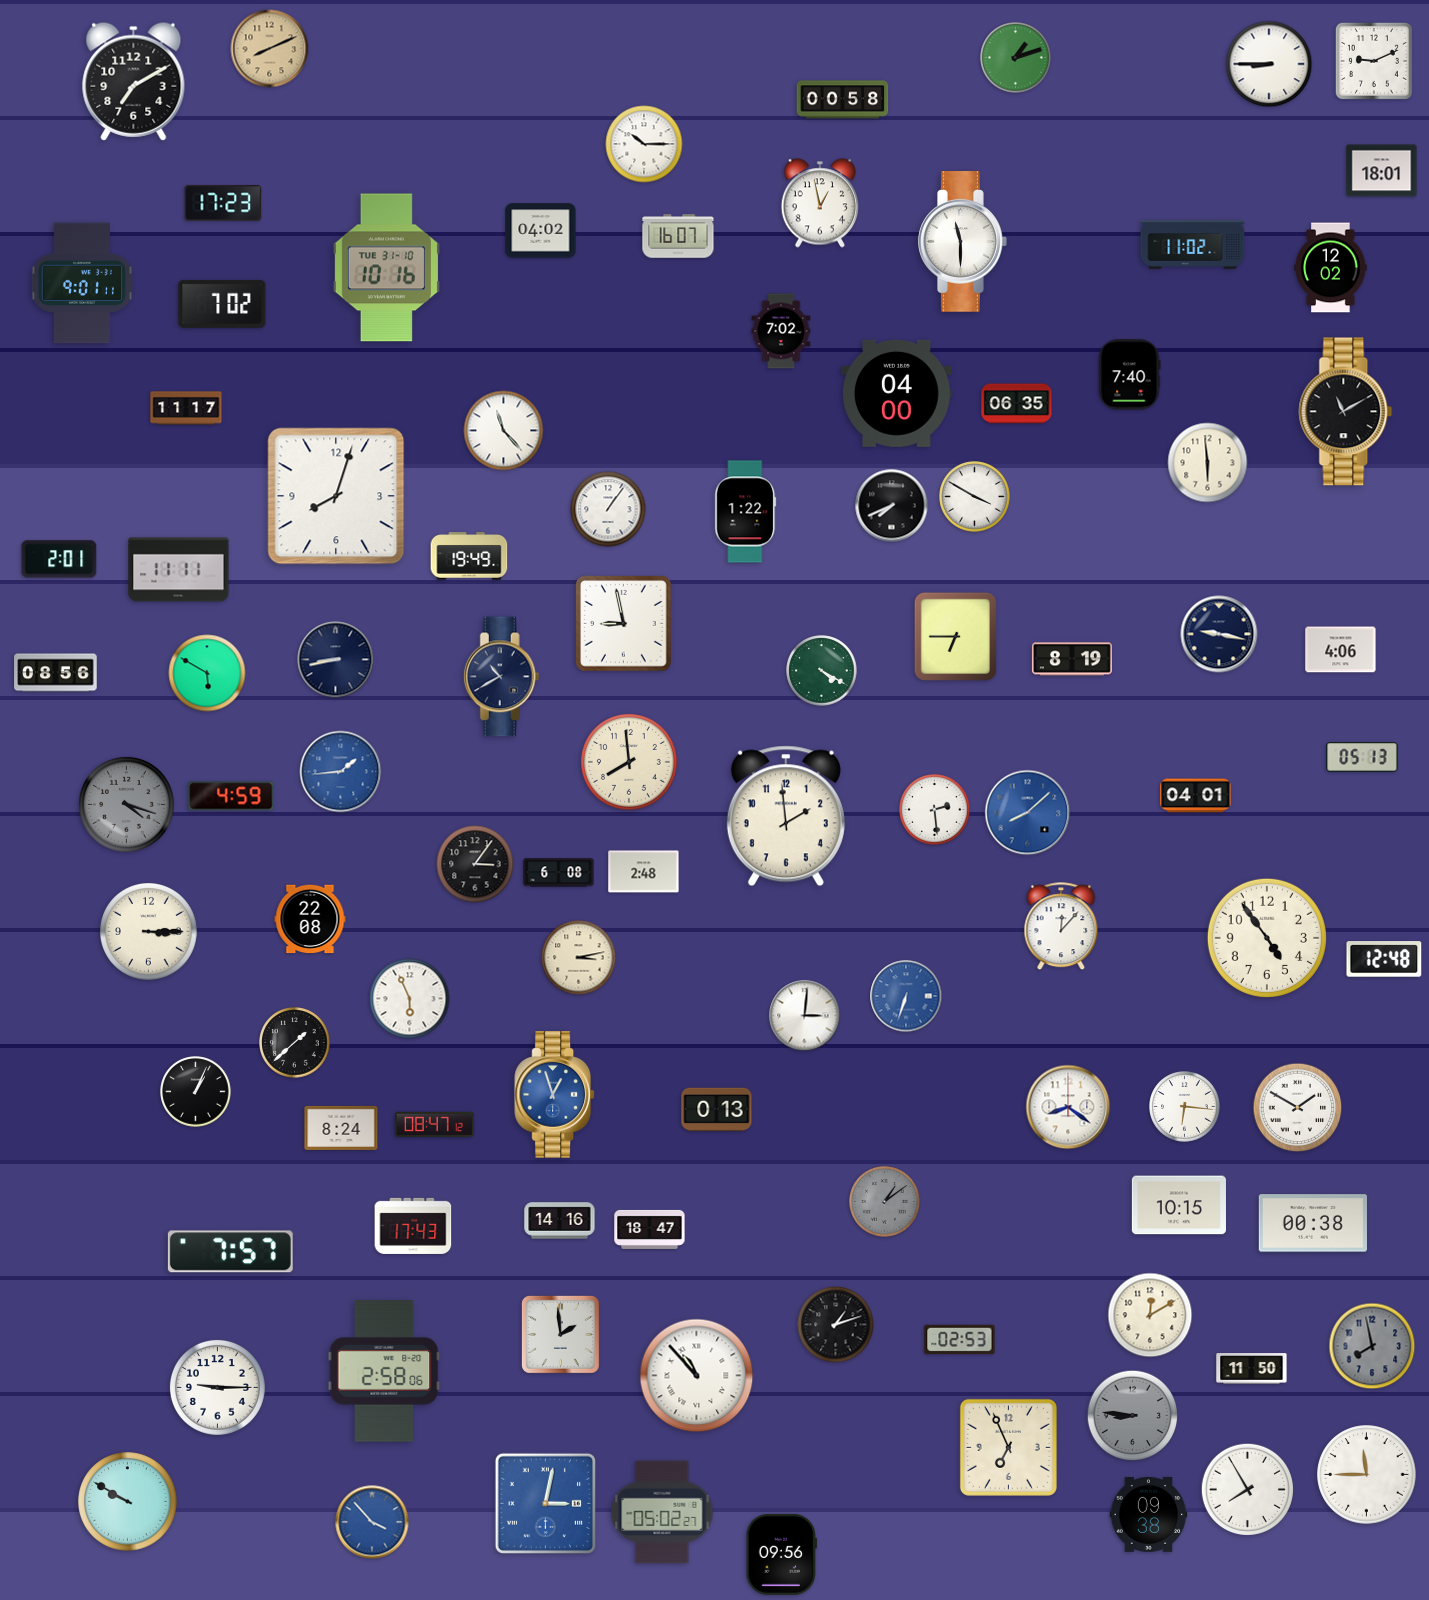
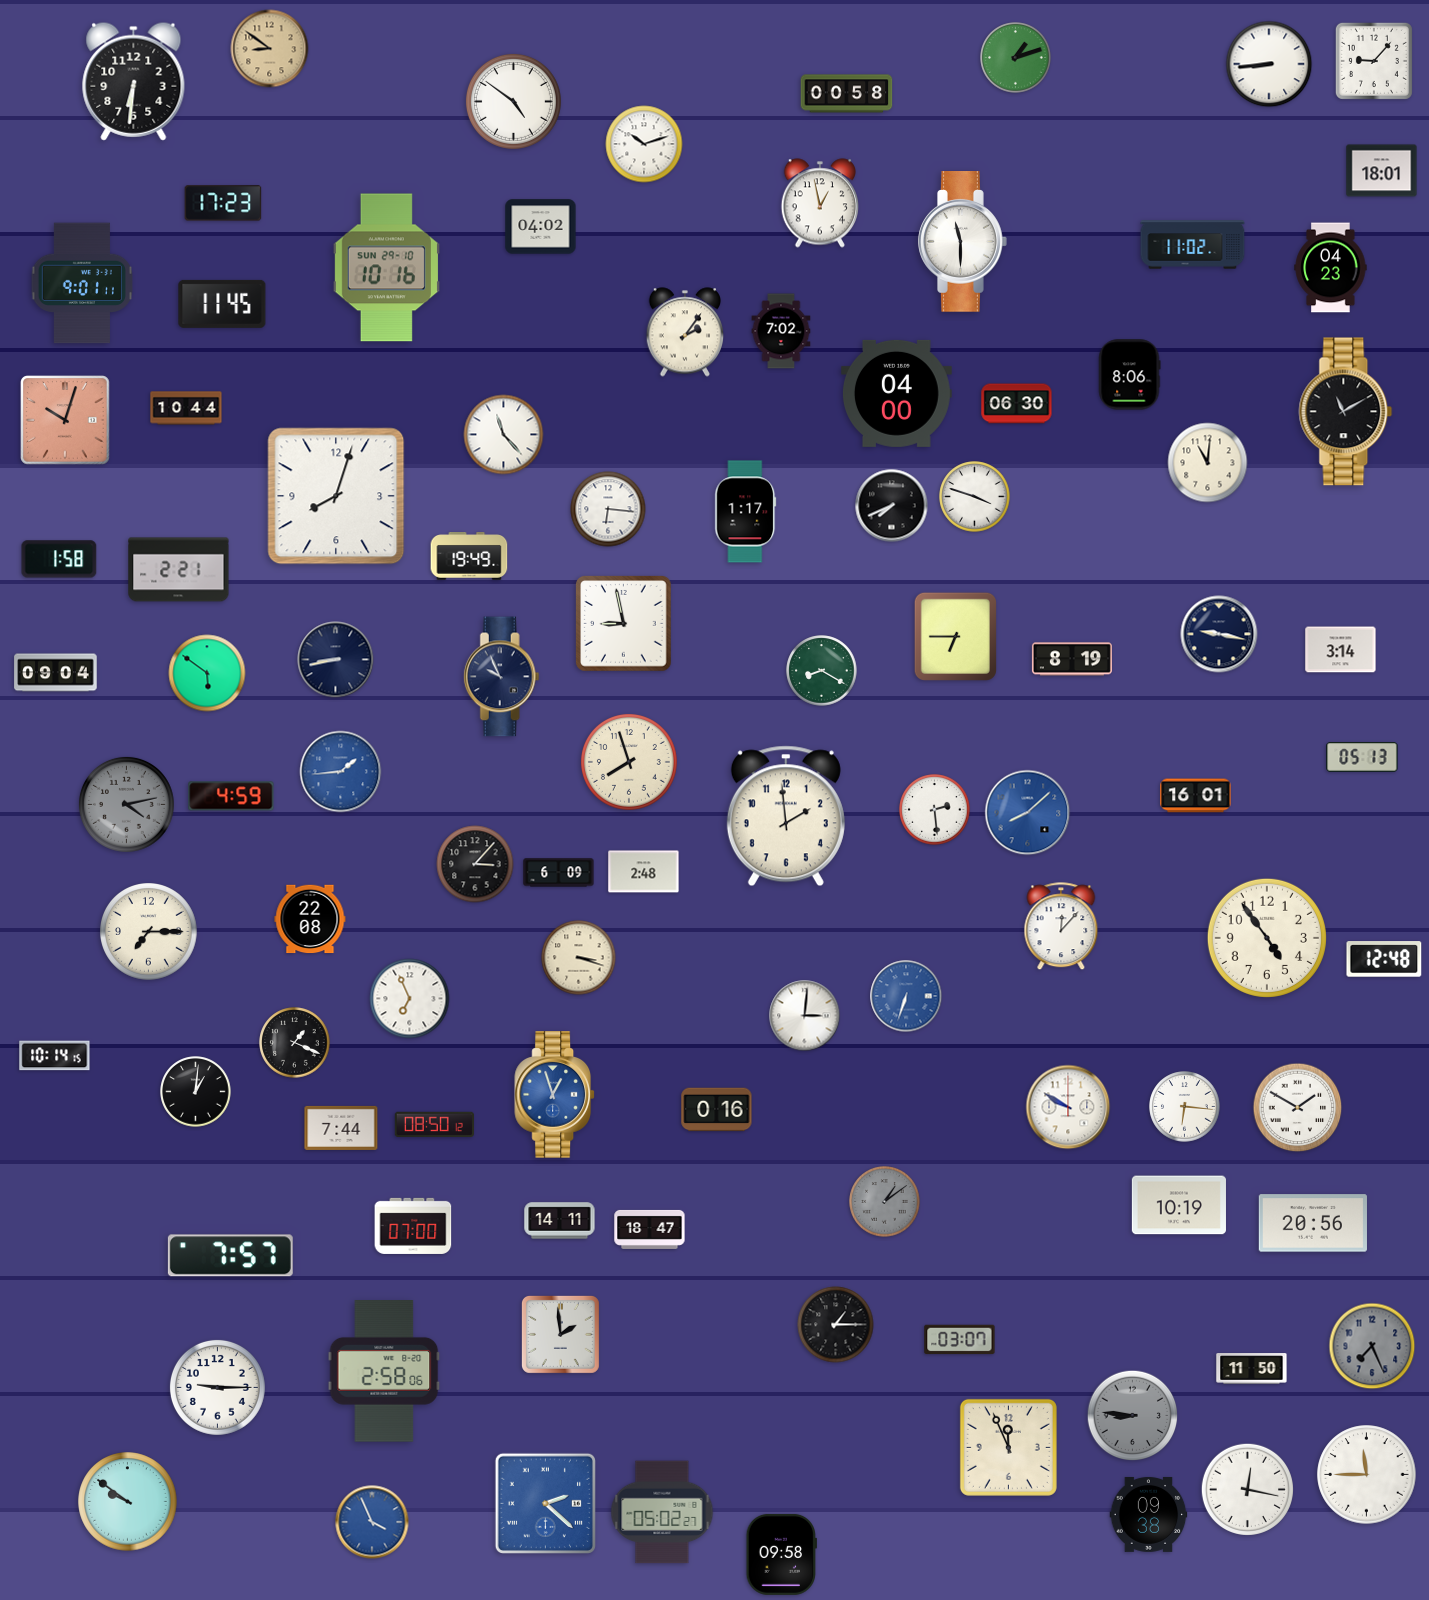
clock at (270, 49): 8:11 -> 8:51
clock at (1374, 61): 9:11 -> 9:07
clock at (1269, 64): 8:45 -> 8:44
clock at (134, 81): 7:10 -> 6:31
clock at (843, 100) position: (843, 100) -> (847, 94)
clock at (513, 101): none -> 4:51
clock at (644, 144): 10:15 -> 10:12
clock at (541, 231) position: (541, 231) -> (541, 227)
clock at (678, 236): 16:07 -> none
clock at (386, 268) date: TUE 31-10 -> SUN 29-10
clock at (1331, 268): 12:02 -> 04:23
clock at (222, 304): 7:02 -> 11:45
clock at (684, 332): none -> 2:06
clock at (1129, 375): 7:40 -> 8:06
clock at (1017, 404): 06:35 -> 06:30
clock at (186, 408): 11:17 -> 10:44
clock at (65, 420): none -> 10:03
clock at (504, 431) position: (504, 431) -> (504, 435)
clock at (1208, 463): 5:59 -> 11:01
clock at (975, 497): 3:50 -> 3:48
clock at (608, 509): 1:06 -> 6:16
clock at (746, 512): 1:22 -> 1:17
clock at (59, 559): 2:01 -> 1:58
clock at (179, 570): 11:11 -> 2:21
clock at (1341, 650): 4:06 -> 3:14
clock at (822, 671): 4:20 -> 8:20
clock at (56, 673): 08:56 -> 09:04
clock at (207, 673): 5:50 -> 5:51
clock at (501, 677): 10:40 -> 9:56
clock at (629, 762): 7:59 -> 7:57
clock at (1196, 796): 04:01 -> 16:01
clock at (126, 804): 4:18 -> 4:13
clock at (475, 864): 3:06 -> 3:07
clock at (559, 873): 6:08 -> 6:09
clock at (149, 932): 3:15 -> 7:15
clock at (579, 958): 3:13 -> 3:18
clock at (410, 999): 5:56 -> 6:56
clock at (295, 1043): 1:38 -> 1:19
clock at (55, 1056): none -> 10:14
clock at (196, 1092): 1:04 -> 1:01
clock at (1068, 1107): 8:21 -> 9:50
clock at (717, 1110): 0:13 -> 0:16
clock at (434, 1124): 08:47 -> 08:50
clock at (341, 1128): 8:24 -> 7:44
clock at (1179, 1205): 10:15 -> 10:19
clock at (560, 1221): 14:16 -> 14:11
clock at (1313, 1223): 00:38 -> 20:56
clock at (413, 1226): 17:43 -> 07:00
clock at (230, 1252) position: (230, 1252) -> (230, 1256)
clock at (1150, 1315): 12:10 -> none
clock at (836, 1325): 1:12 -> 1:15
clock at (960, 1340): 02:53 -> 03:07
clock at (1372, 1346): 7:58 -> 7:26
clock at (697, 1376): 10:53 -> none
clock at (1008, 1447): 6:56 -> 11:56
clock at (1247, 1489): 7:55 -> 12:17
clock at (128, 1502): 9:50 -> 9:51
clock at (545, 1503): 3:02 -> 2:22
clock at (372, 1522): 3:53 -> 3:56
clock at (781, 1554): 09:56 -> 09:58
